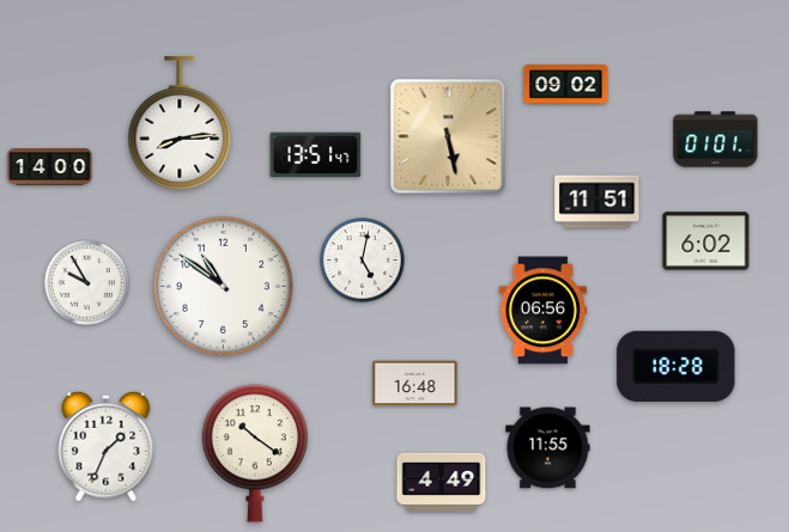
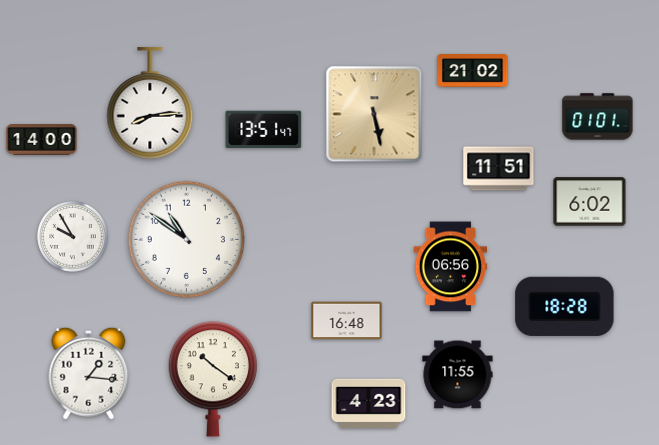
clock at (566, 85): 09:02 -> 21:02
clock at (363, 261): 5:02 -> none
clock at (544, 311) position: (544, 311) -> (451, 267)
clock at (107, 446): 1:34 -> 1:16
clock at (442, 482): 4:49 -> 4:23
